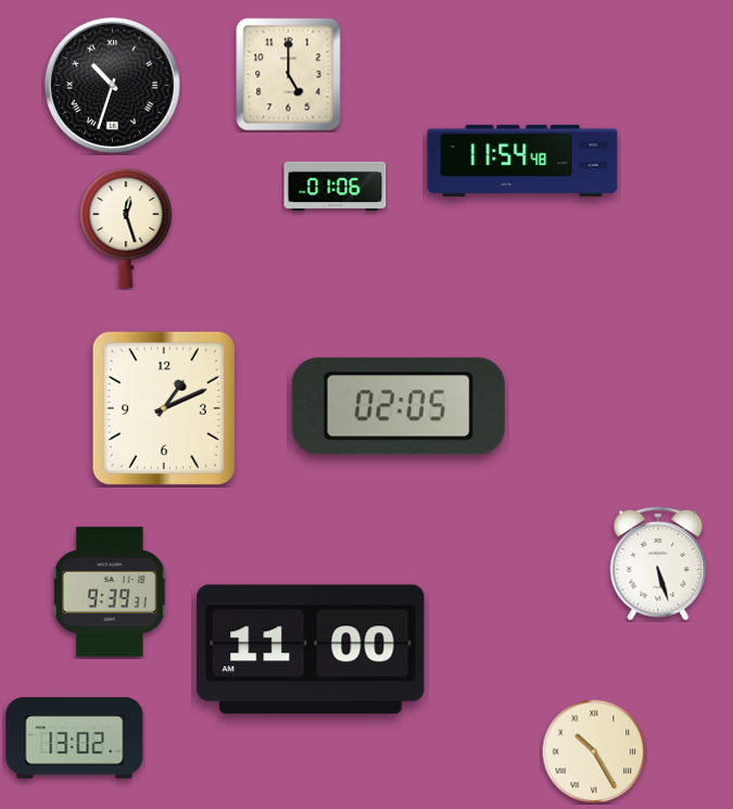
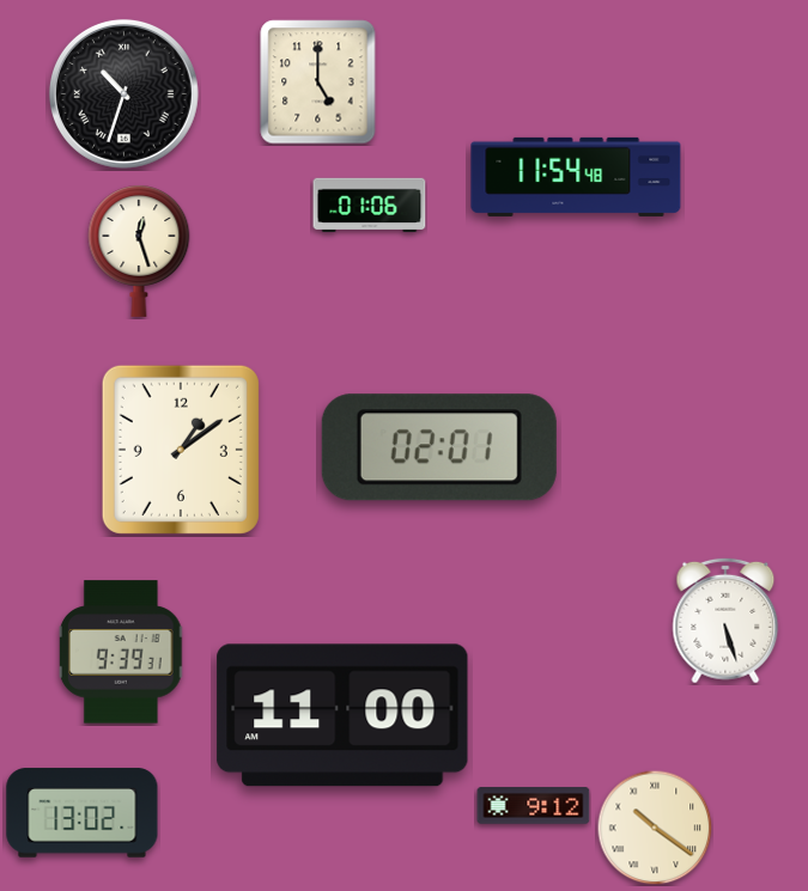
clock at (399, 406): 02:05 -> 02:01
clock at (164, 408): 1:11 -> 1:09
clock at (534, 806): none -> 9:12
clock at (594, 751): 10:25 -> 10:21
